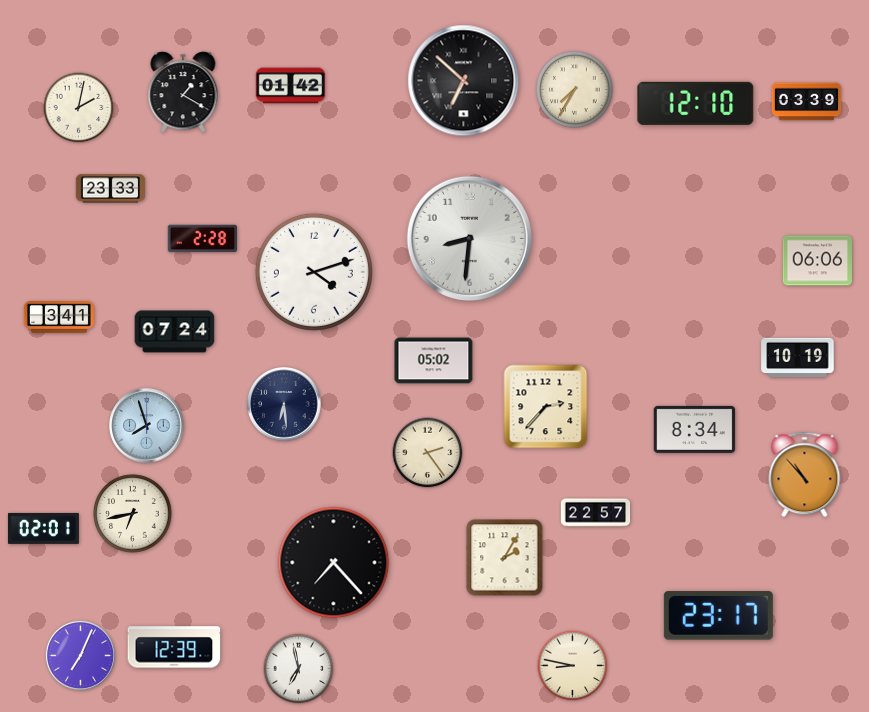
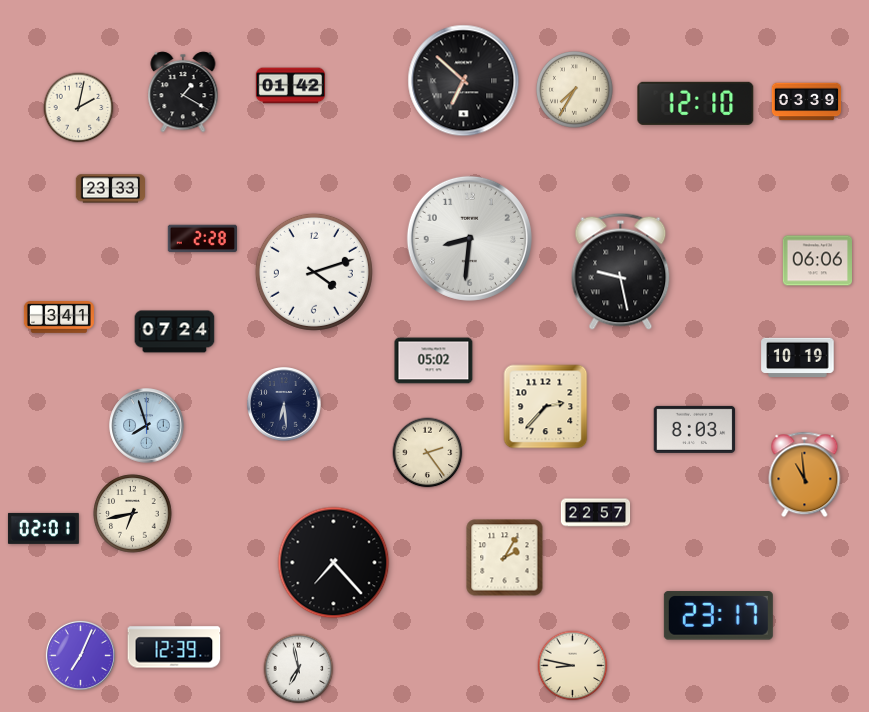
clock at (621, 271): none -> 9:28
clock at (695, 429): 8:34 -> 8:03
clock at (805, 475): 10:53 -> 10:59
